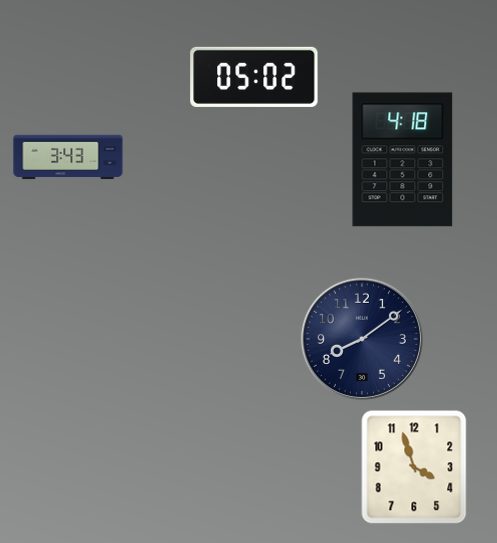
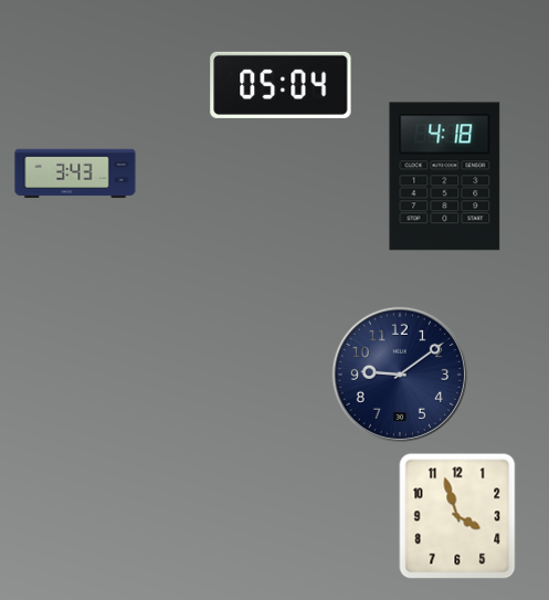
clock at (254, 77): 05:02 -> 05:04
clock at (362, 339): 8:09 -> 9:09
